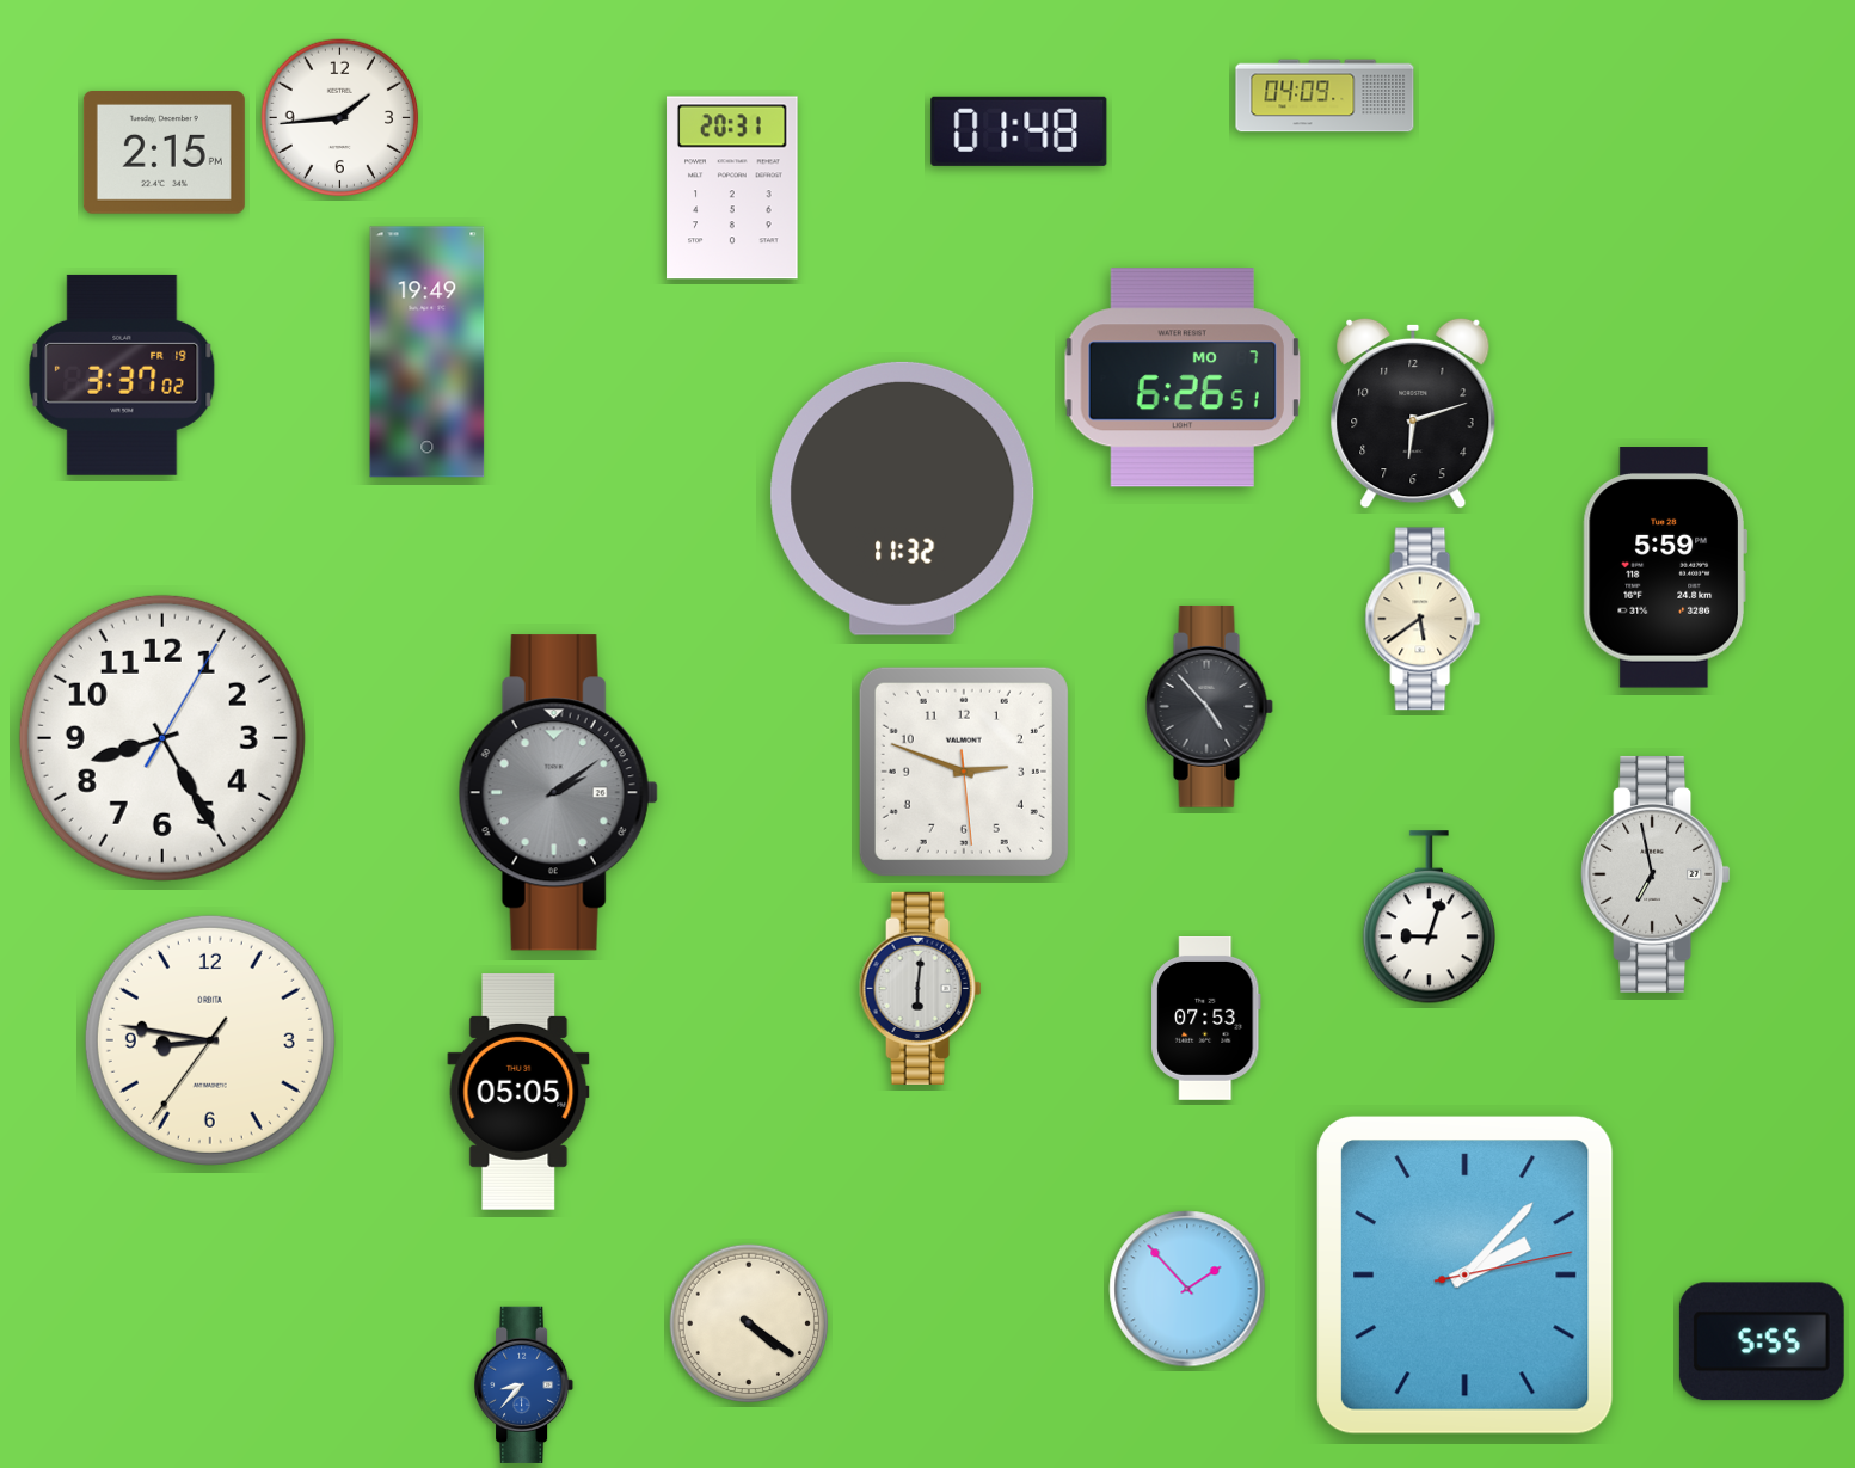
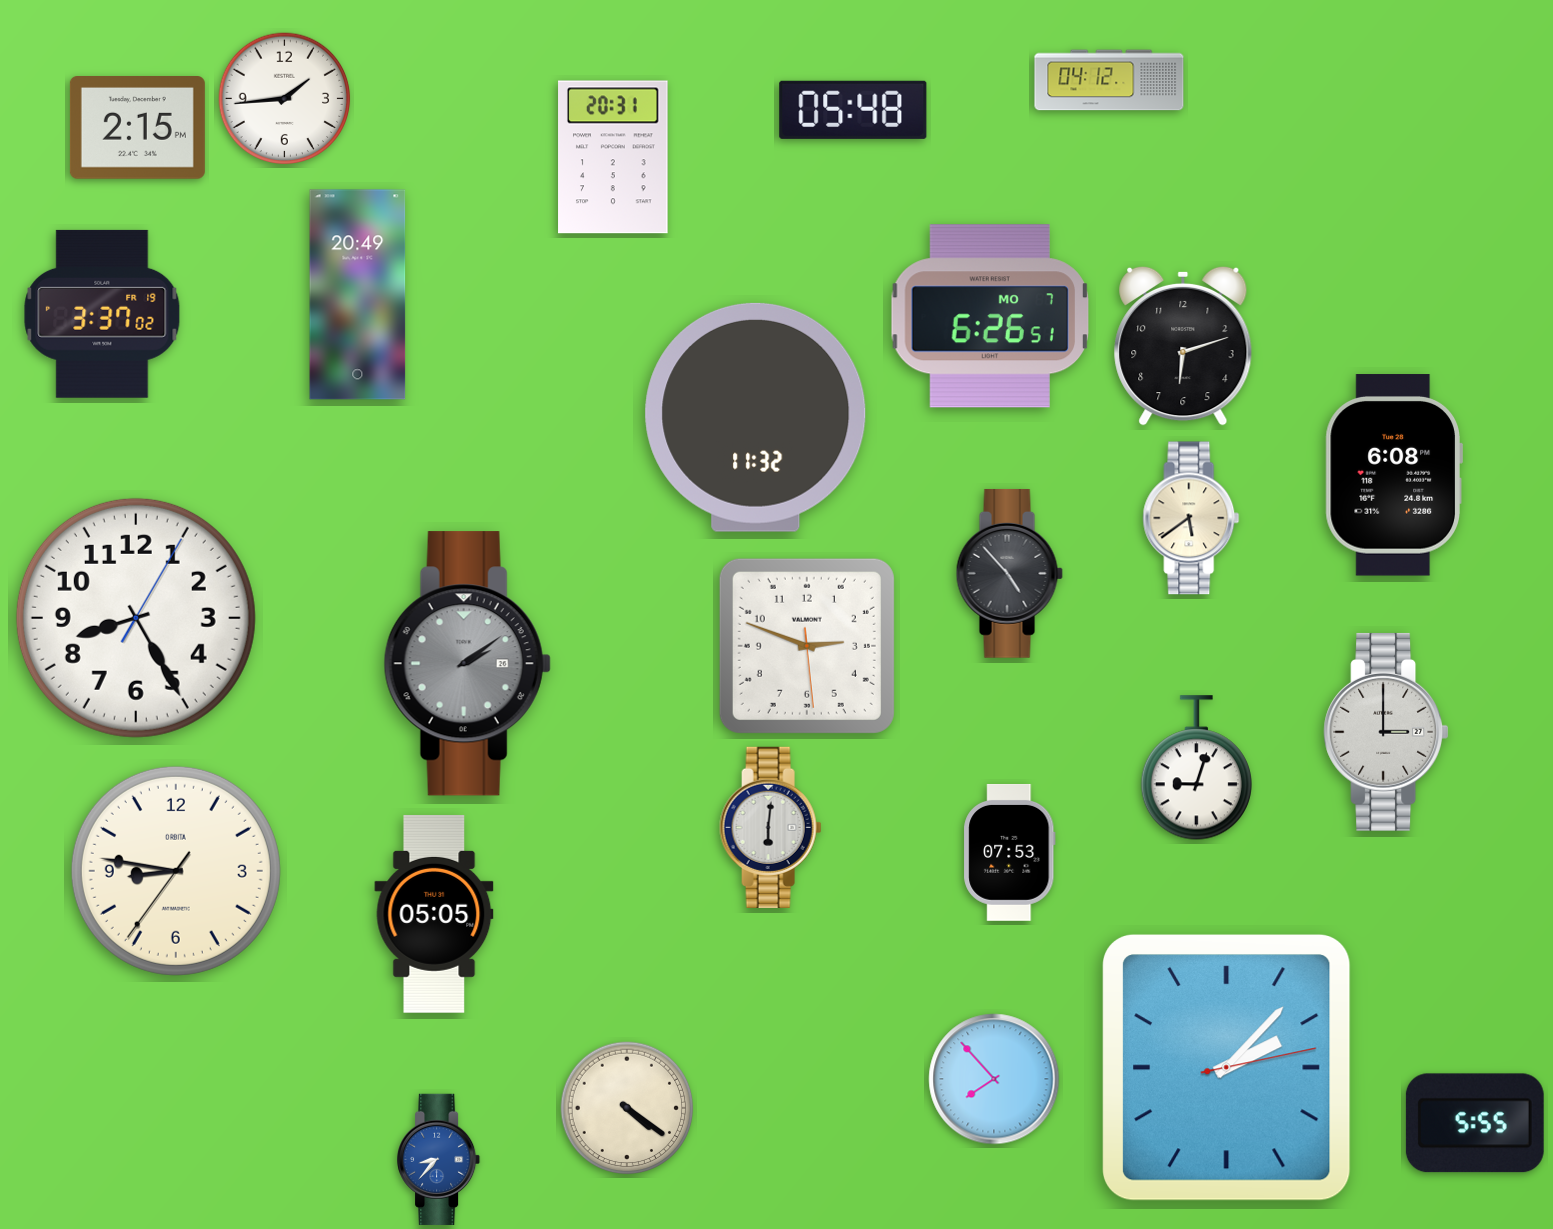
clock at (1325, 96): 04:09 -> 04:12
clock at (1019, 131): 01:48 -> 05:48
clock at (428, 352): 19:49 -> 20:49
clock at (1665, 567): 5:59 -> 6:08
clock at (1209, 707) position: (1209, 707) -> (1009, 574)
clock at (1656, 874): 6:58 -> 3:00
clock at (1187, 1289): 1:53 -> 7:53
